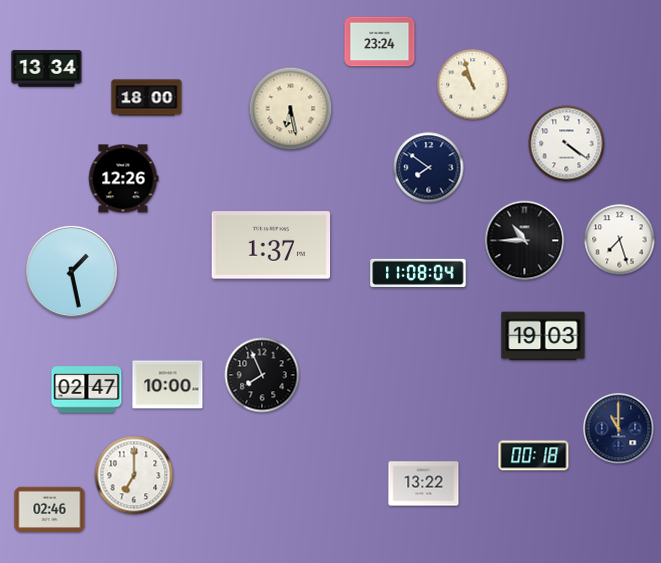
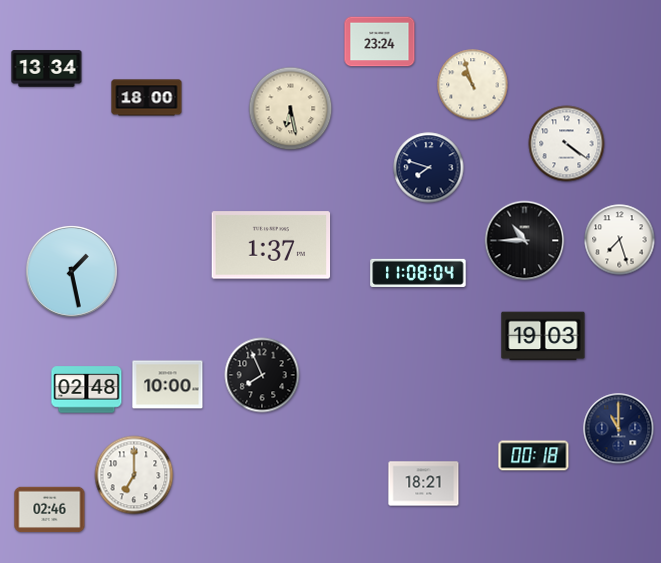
clock at (429, 168): 7:51 -> 7:48
clock at (123, 179): 12:26 -> none
clock at (87, 390): 02:47 -> 02:48
clock at (424, 484): 13:22 -> 18:21
